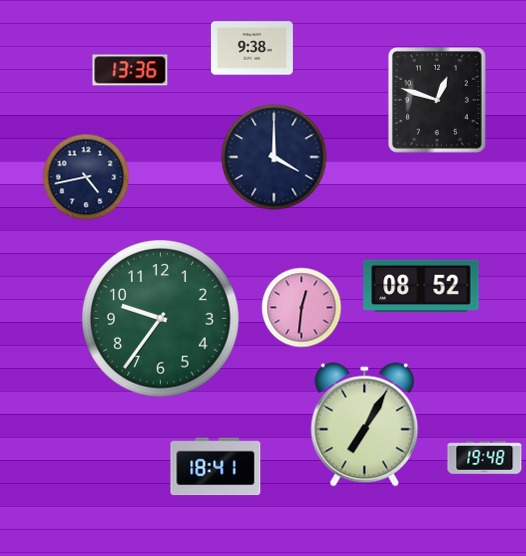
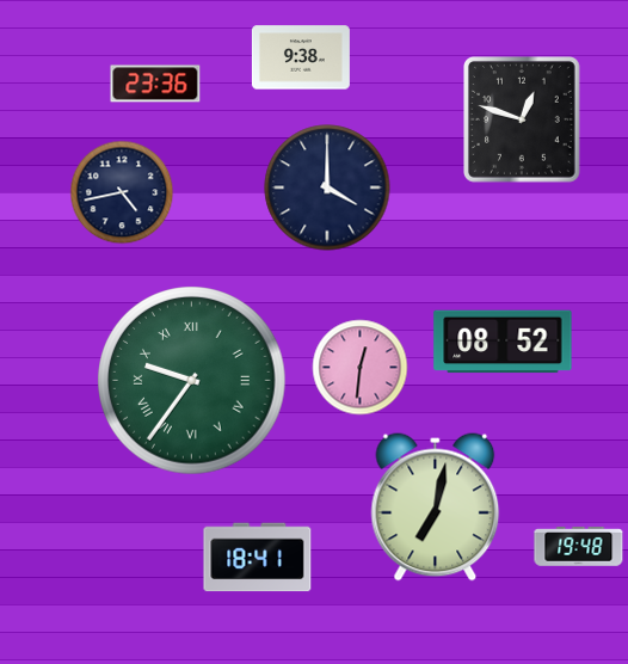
clock at (130, 70): 13:36 -> 23:36
clock at (86, 177) position: (86, 177) -> (122, 192)
clock at (161, 319) numerals: Arabic -> Roman
clock at (365, 425): 7:05 -> 7:02
